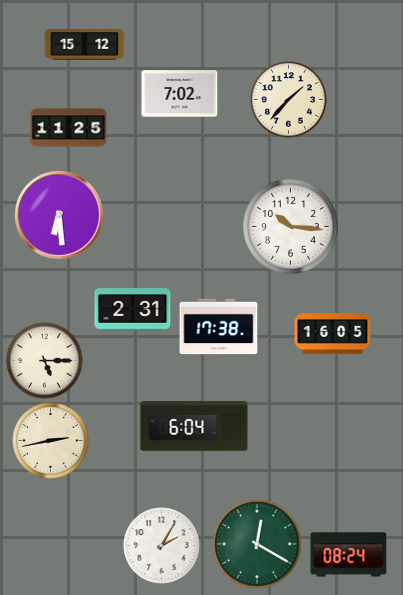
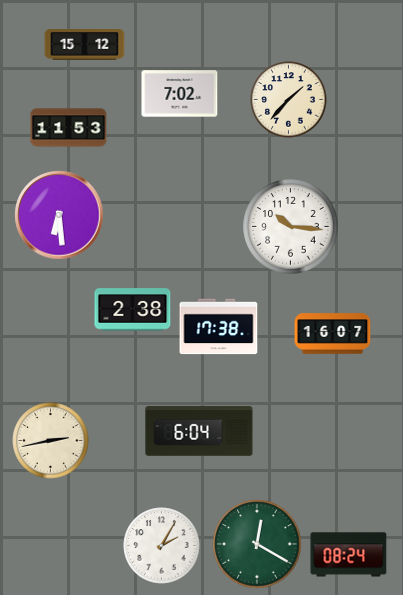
clock at (69, 128): 11:25 -> 11:53
clock at (133, 310): 2:31 -> 2:38
clock at (333, 334): 16:05 -> 16:07
clock at (45, 361): 5:15 -> none
clock at (194, 426) position: (194, 426) -> (199, 431)
